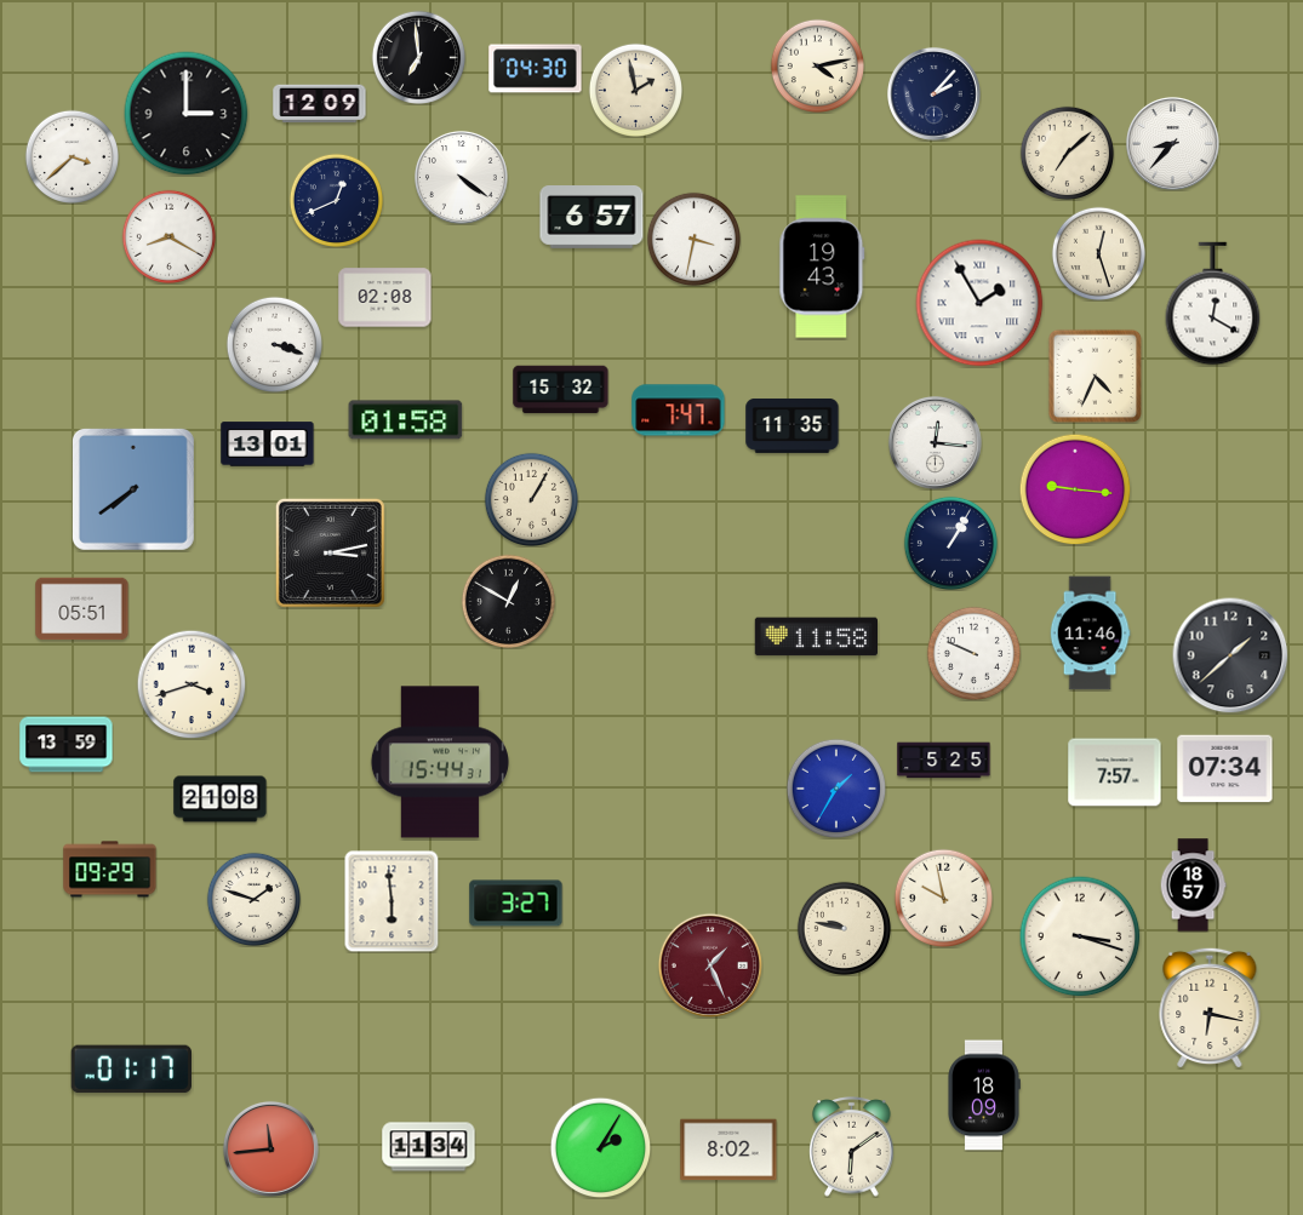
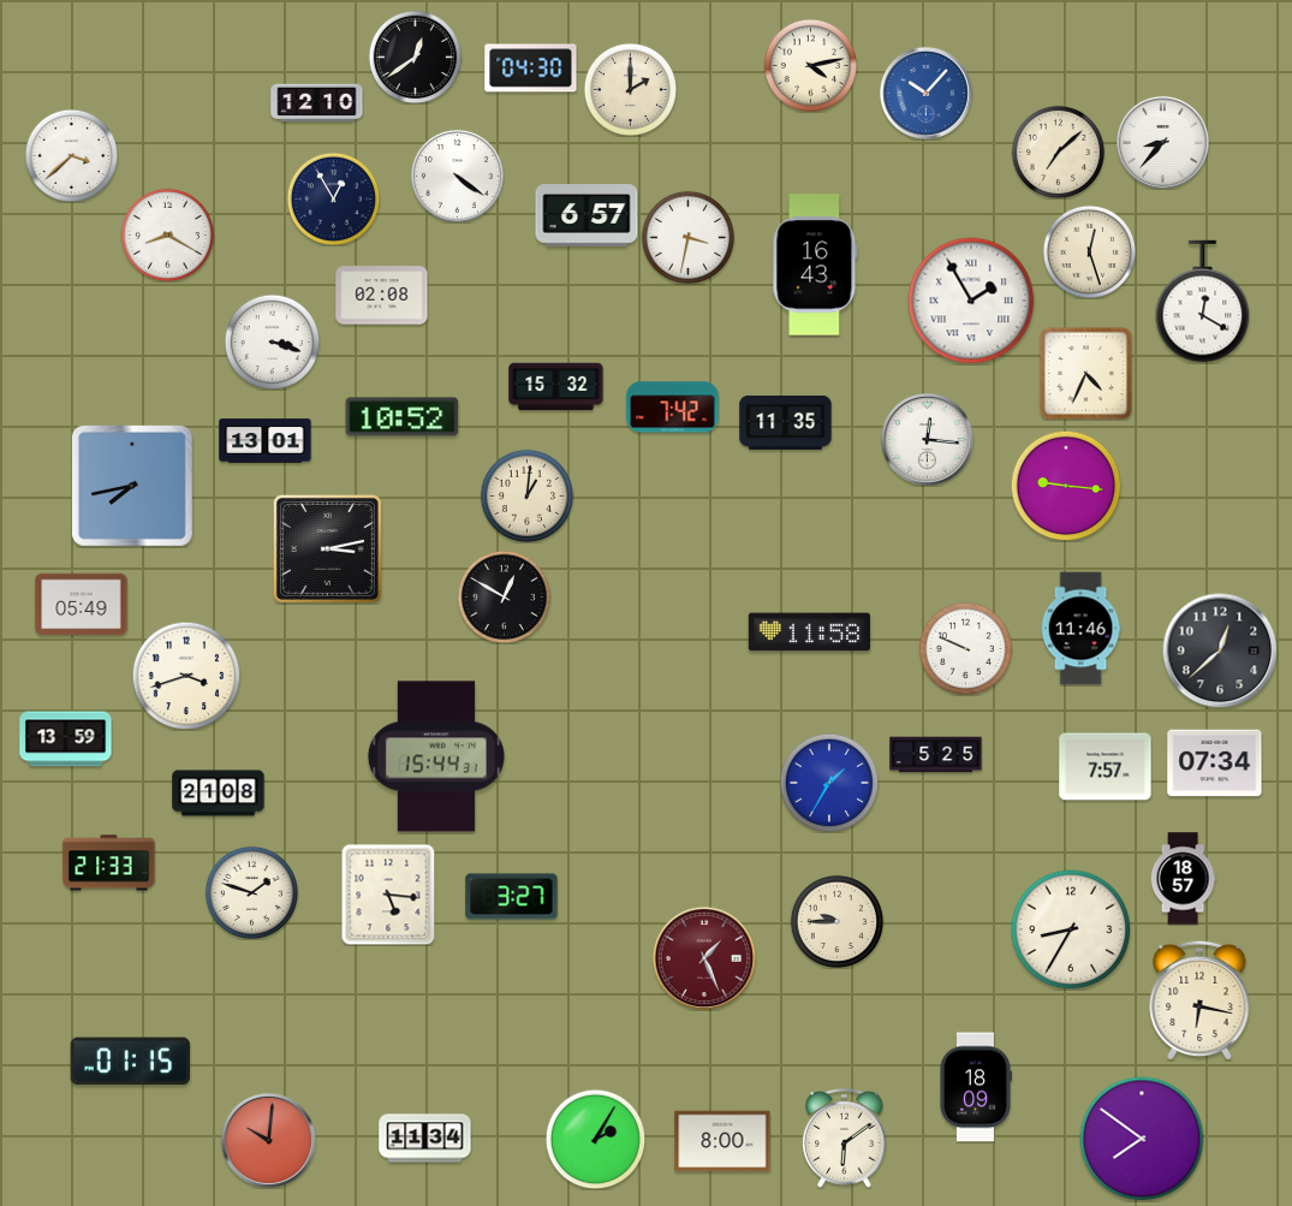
clock at (418, 57): 6:59 -> 12:39
clock at (635, 90): 1:58 -> 2:00
clock at (933, 93): 2:07 -> 10:07
clock at (933, 93) dial: navy -> blue
clock at (320, 104): 12:09 -> 12:10
clock at (187, 114): 3:00 -> none
clock at (336, 200): 12:41 -> 12:55
clock at (822, 267): 19:43 -> 16:43
clock at (679, 411): 7:47 -> 7:42
clock at (406, 420): 01:58 -> 10:52
clock at (133, 489): 7:39 -> 7:43
clock at (531, 499): 1:05 -> 1:01
clock at (950, 543): 1:05 -> none
clock at (82, 609): 05:51 -> 05:49
clock at (1230, 655): 1:38 -> 12:38
clock at (192, 684) position: (192, 684) -> (186, 676)
clock at (110, 870): 09:29 -> 21:33
clock at (943, 898): 9:58 -> none
clock at (392, 901): 5:59 -> 5:16
clock at (844, 928): 9:47 -> 9:45
clock at (1080, 936): 3:18 -> 8:35
clock at (131, 1070): 01:17 -> 01:15
clock at (1142, 1139): none -> 7:51
clock at (270, 1148): 11:44 -> 10:01
clock at (728, 1150): 8:02 -> 8:00
